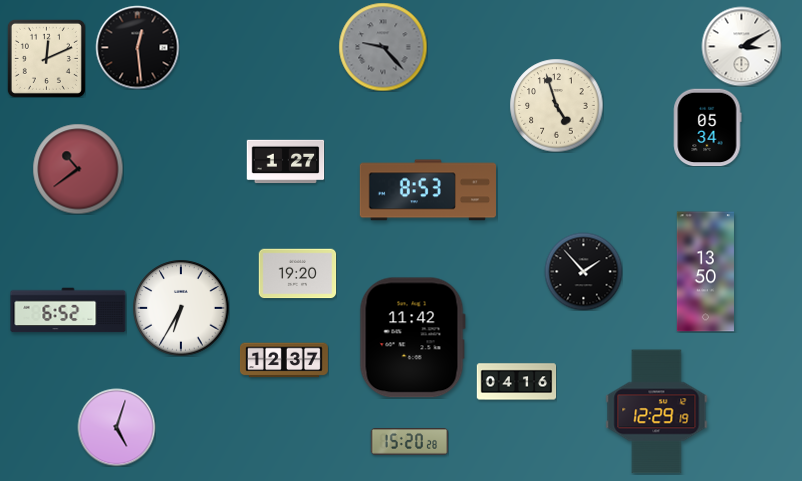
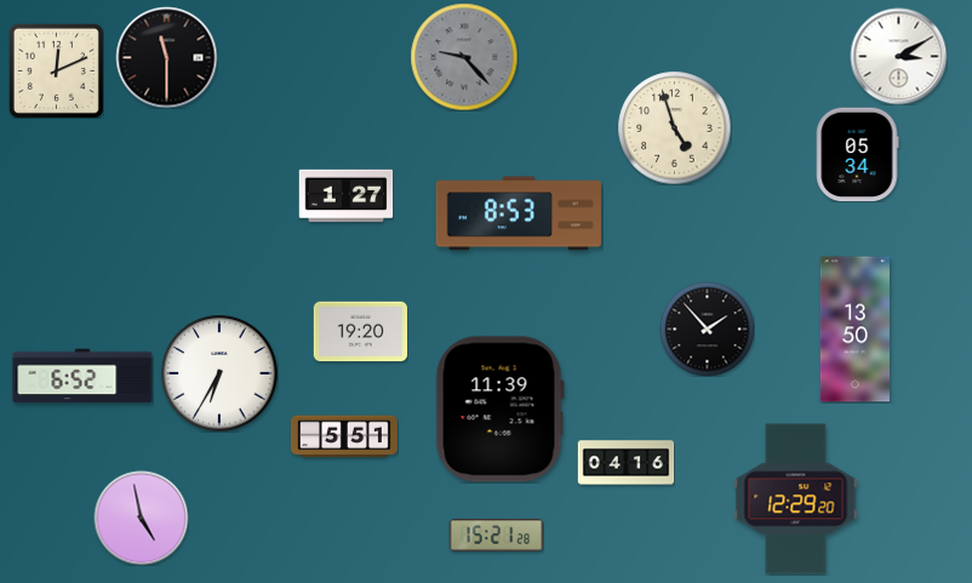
clock at (137, 47): 12:29 -> 11:30
clock at (78, 169): 10:39 -> none
clock at (427, 190) position: (427, 190) -> (518, 213)
clock at (412, 338): 11:42 -> 11:39
clock at (284, 360): 12:37 -> 5:51
clock at (657, 412): 12:29:19 -> 12:29:20
clock at (116, 427): 5:03 -> 4:58
clock at (409, 442): 15:20 -> 15:21
